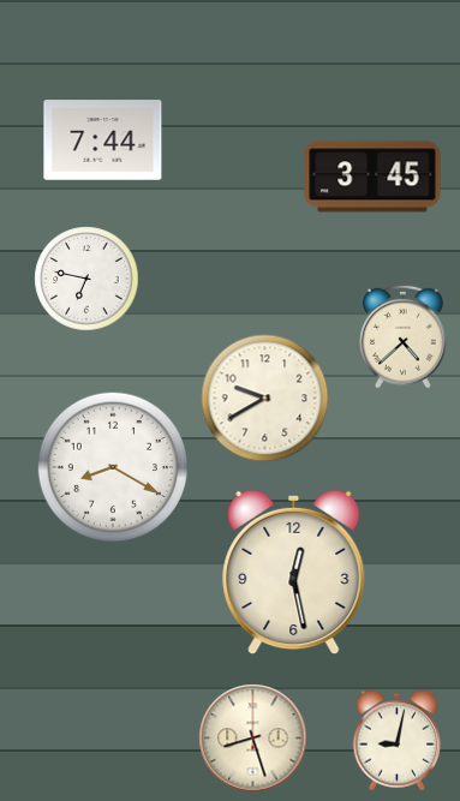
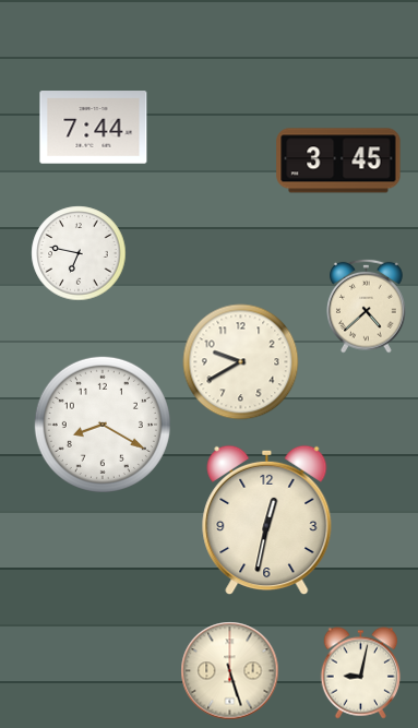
clock at (294, 573): 12:28 -> 12:32
clock at (253, 739): 8:27 -> 5:27
